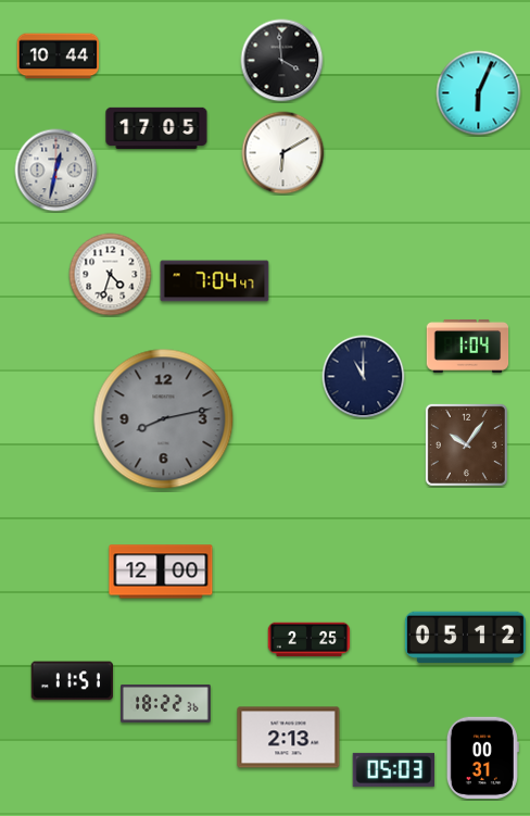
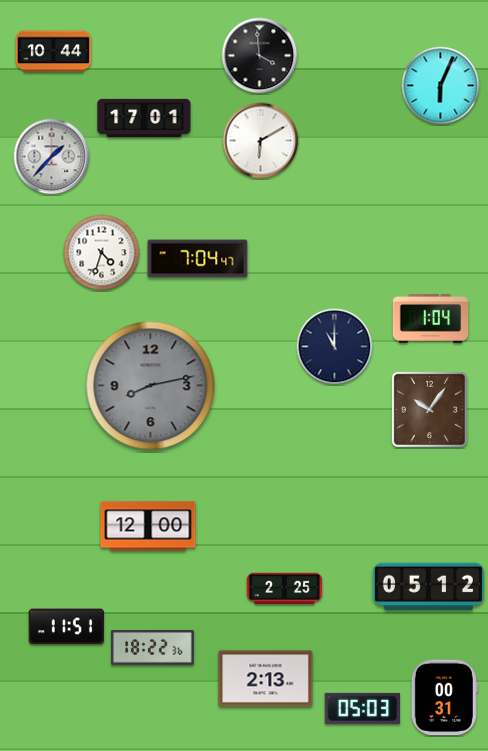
clock at (156, 127): 17:05 -> 17:01
clock at (56, 171): 12:32 -> 1:37
